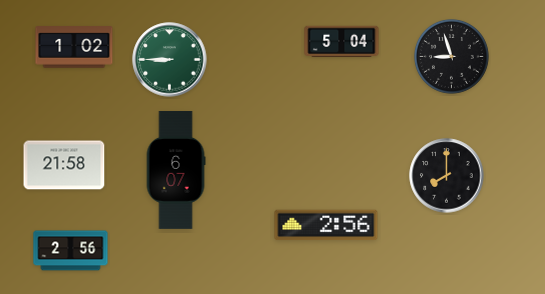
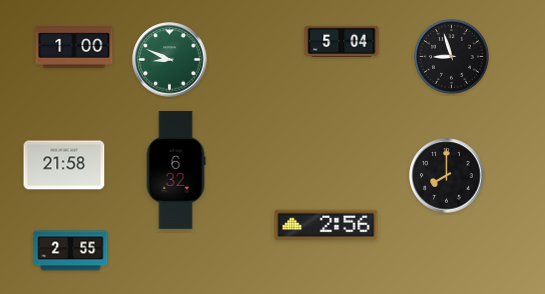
clock at (74, 47): 1:02 -> 1:00
clock at (170, 60): 8:45 -> 8:49
clock at (176, 171): 6:07 -> 6:32
clock at (71, 251): 2:56 -> 2:55
